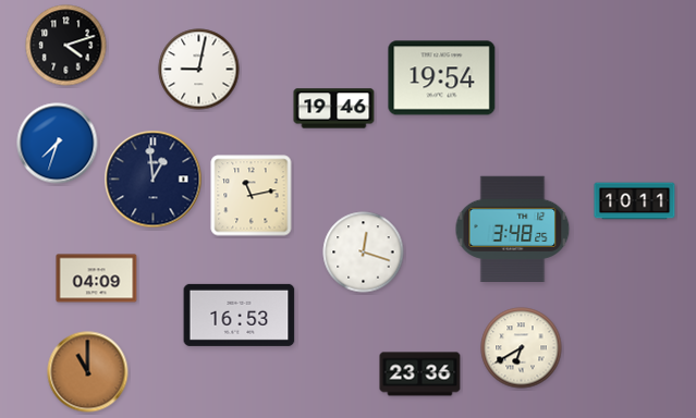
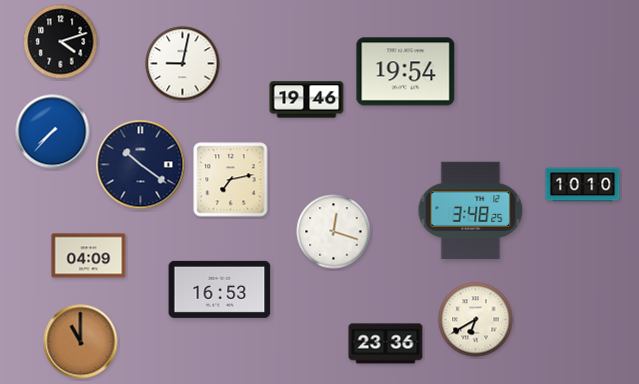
clock at (58, 144): 7:33 -> 7:37
clock at (154, 180): 12:59 -> 10:21
clock at (252, 196): 11:13 -> 7:13
clock at (635, 201): 10:11 -> 10:10
clock at (522, 348) position: (522, 348) -> (476, 320)
